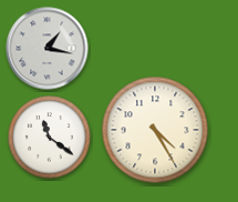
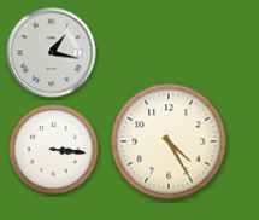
clock at (50, 138): 11:21 -> 3:16
